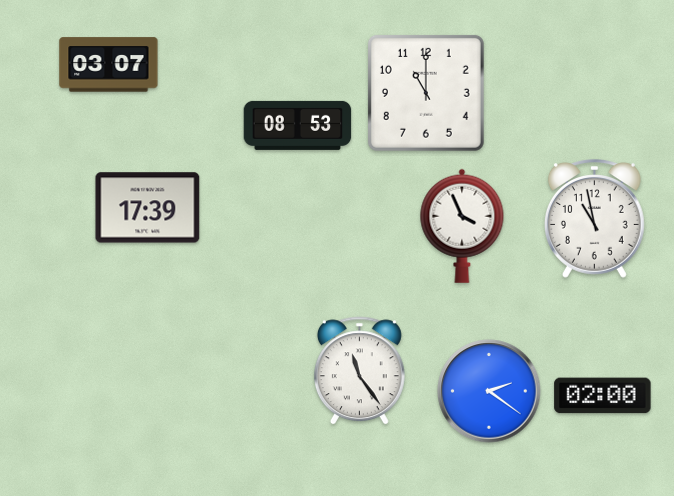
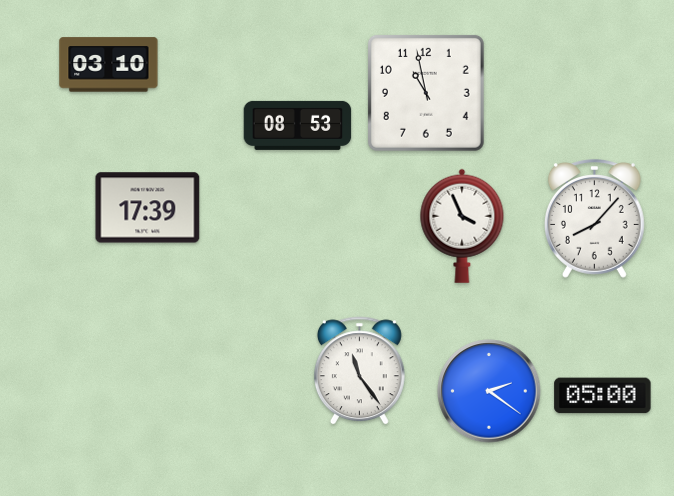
clock at (109, 65): 03:07 -> 03:10
clock at (426, 93): 11:00 -> 10:58
clock at (594, 219): 10:58 -> 8:07
clock at (603, 396): 02:00 -> 05:00
